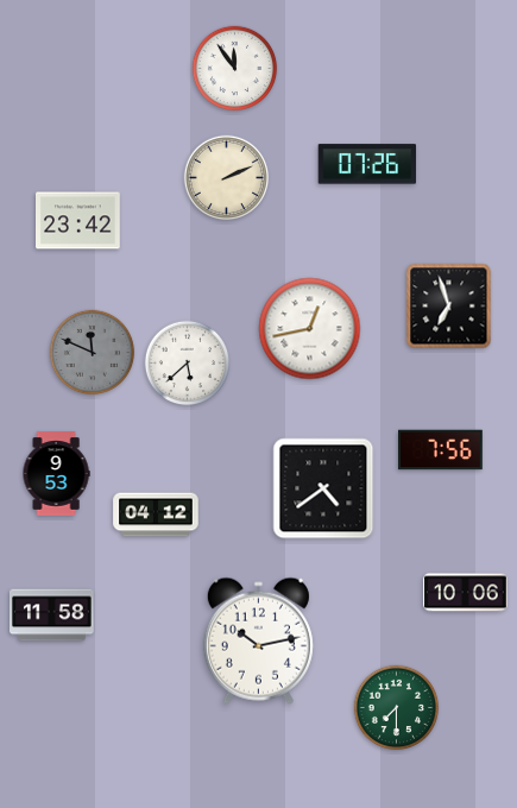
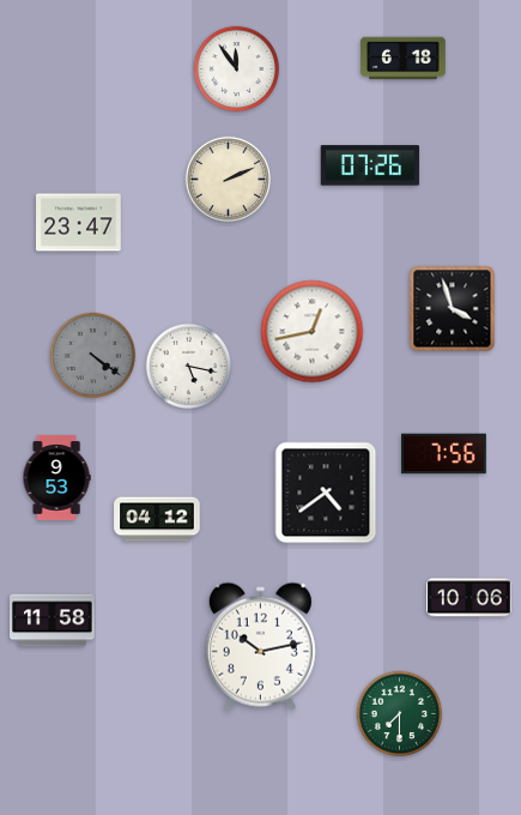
clock at (404, 59): none -> 6:18
clock at (78, 221): 23:42 -> 23:47
clock at (449, 307): 6:57 -> 3:57
clock at (93, 353): 11:49 -> 4:21
clock at (188, 364): 5:38 -> 5:17
